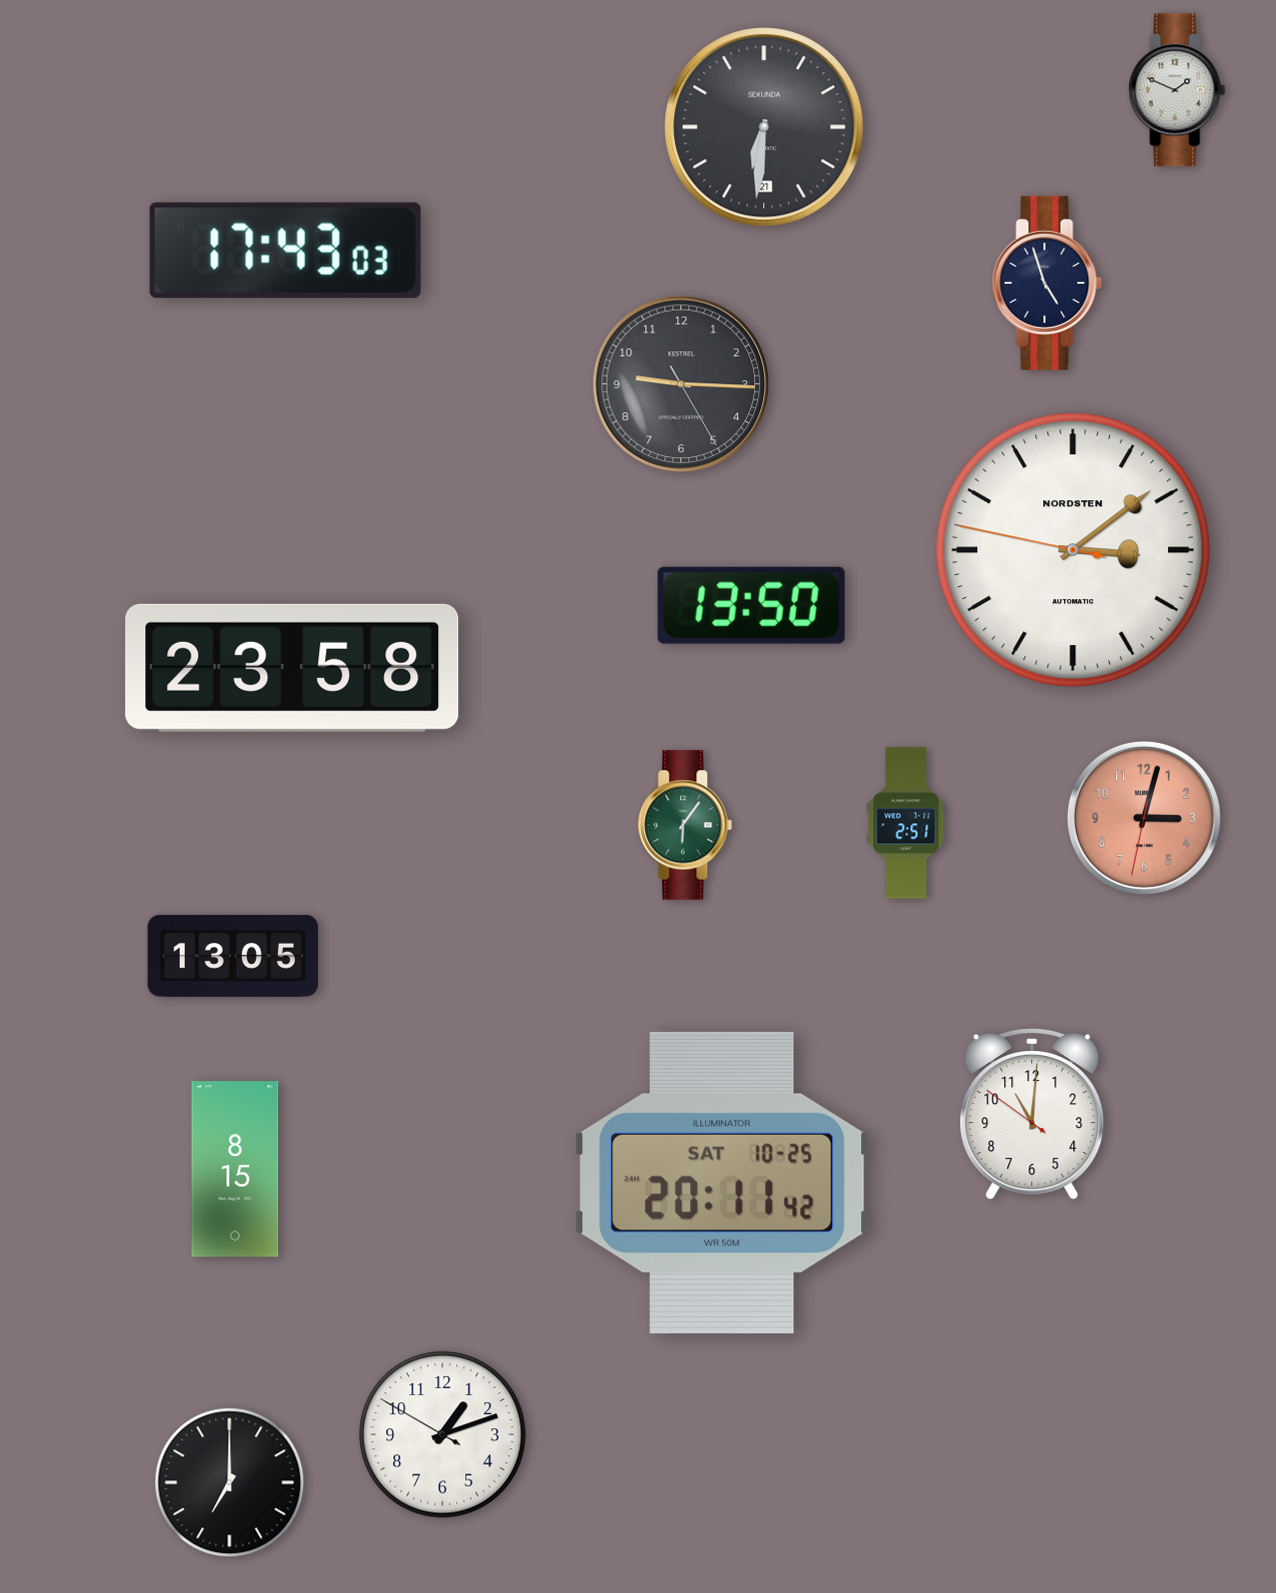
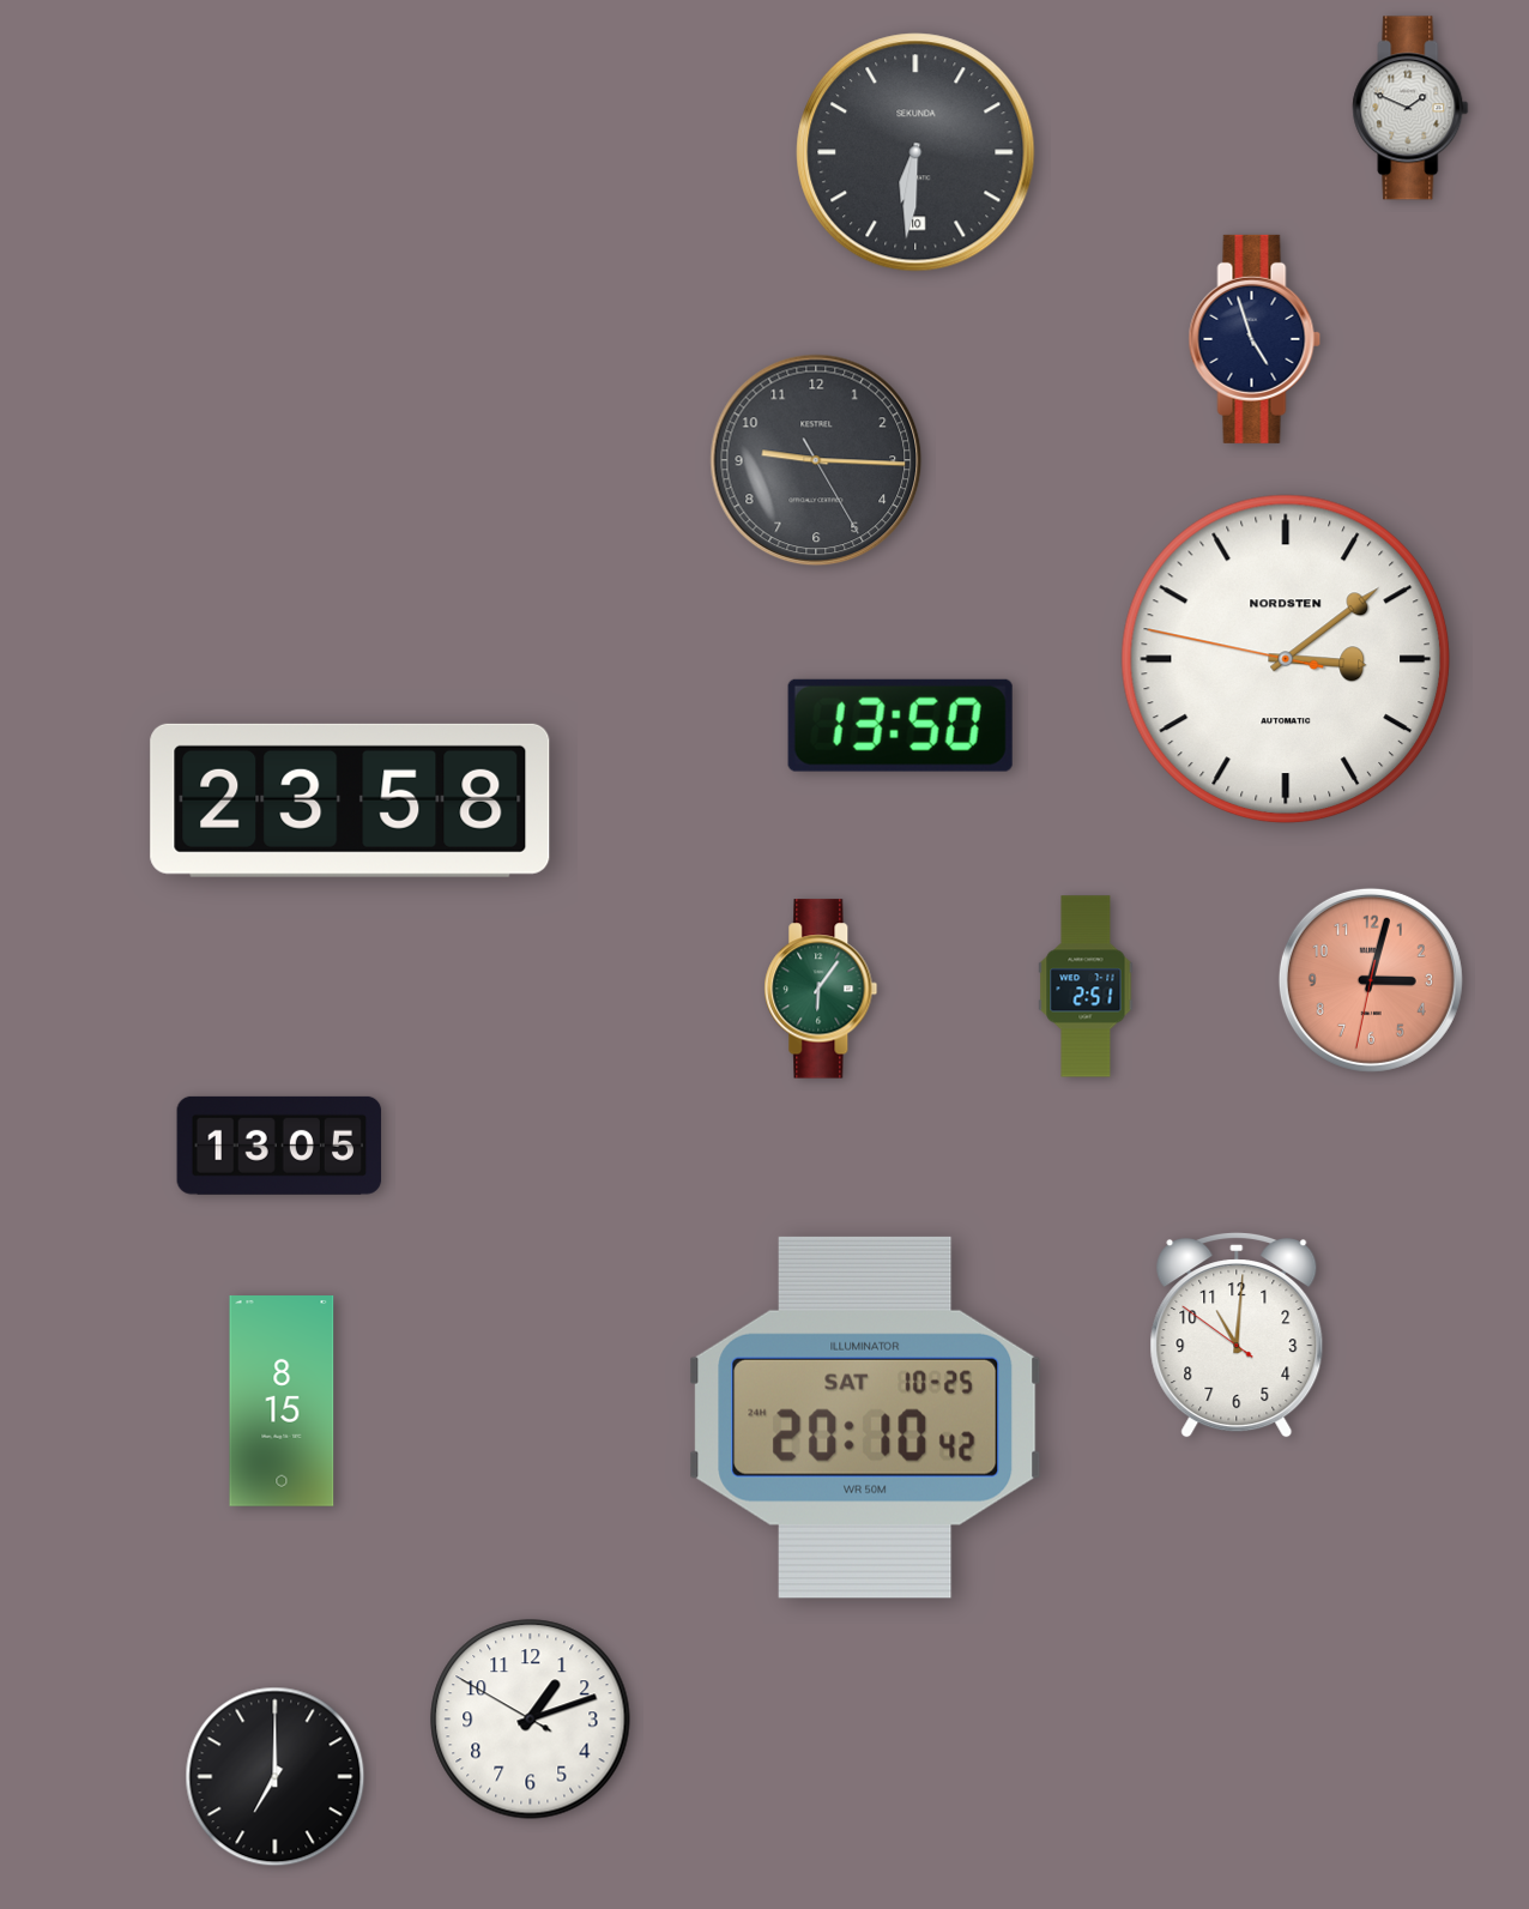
clock at (764, 127) date: 21 -> 10
clock at (285, 250): 17:43 -> none
clock at (722, 1183): 20:11 -> 20:10
